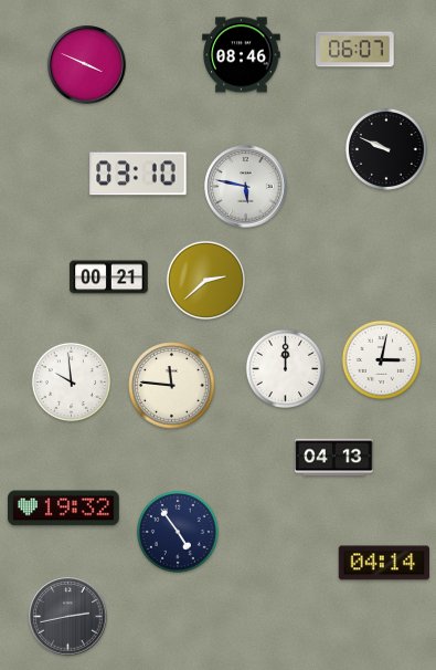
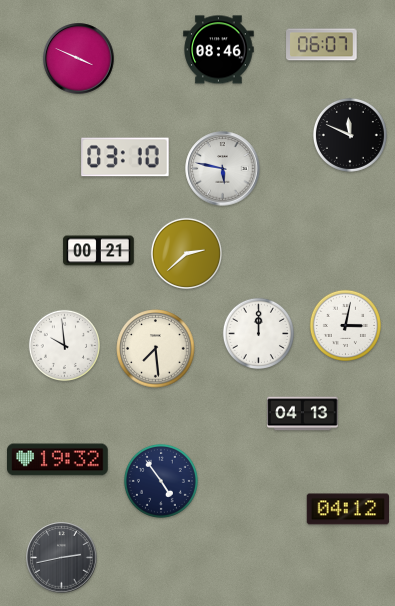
clock at (386, 149): 9:49 -> 11:49
clock at (172, 386): 11:46 -> 7:29
clock at (383, 563): 04:14 -> 04:12
